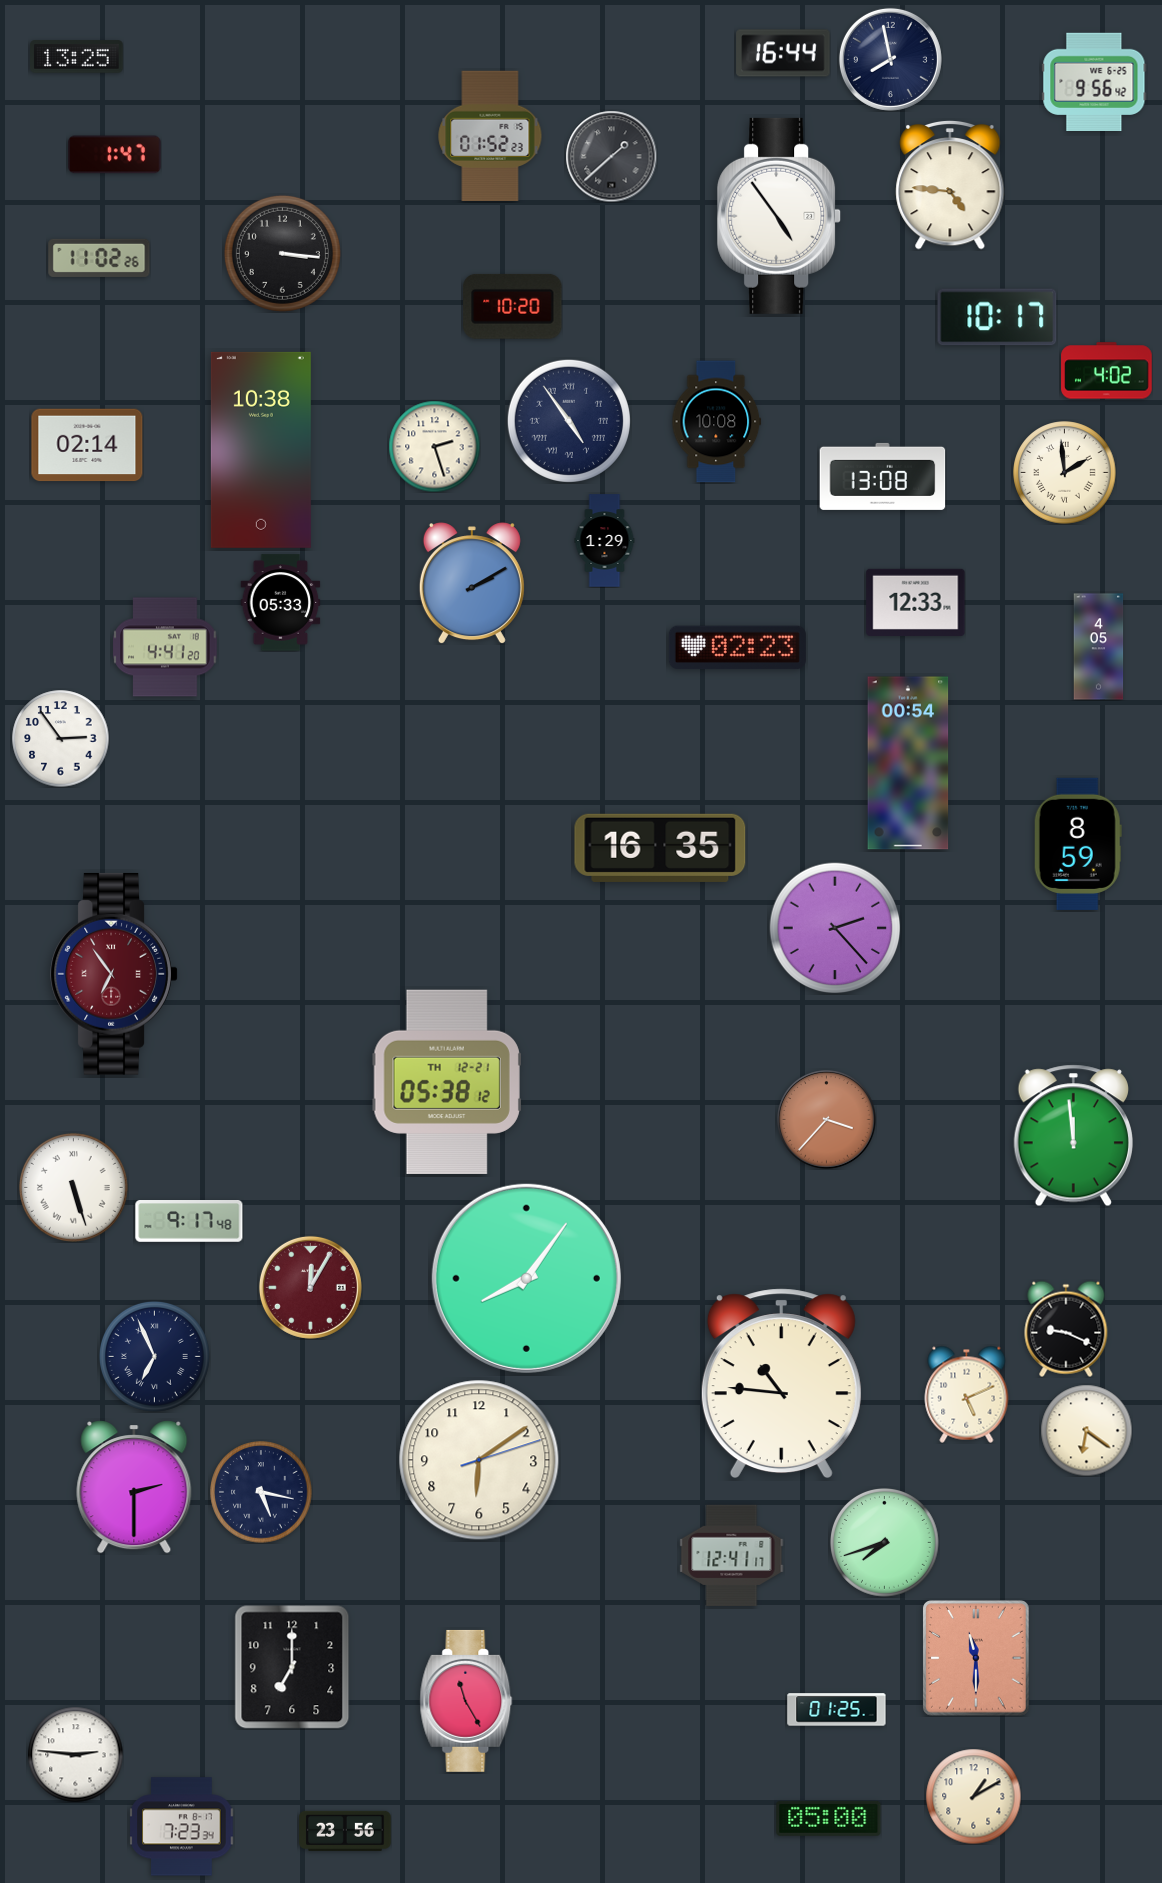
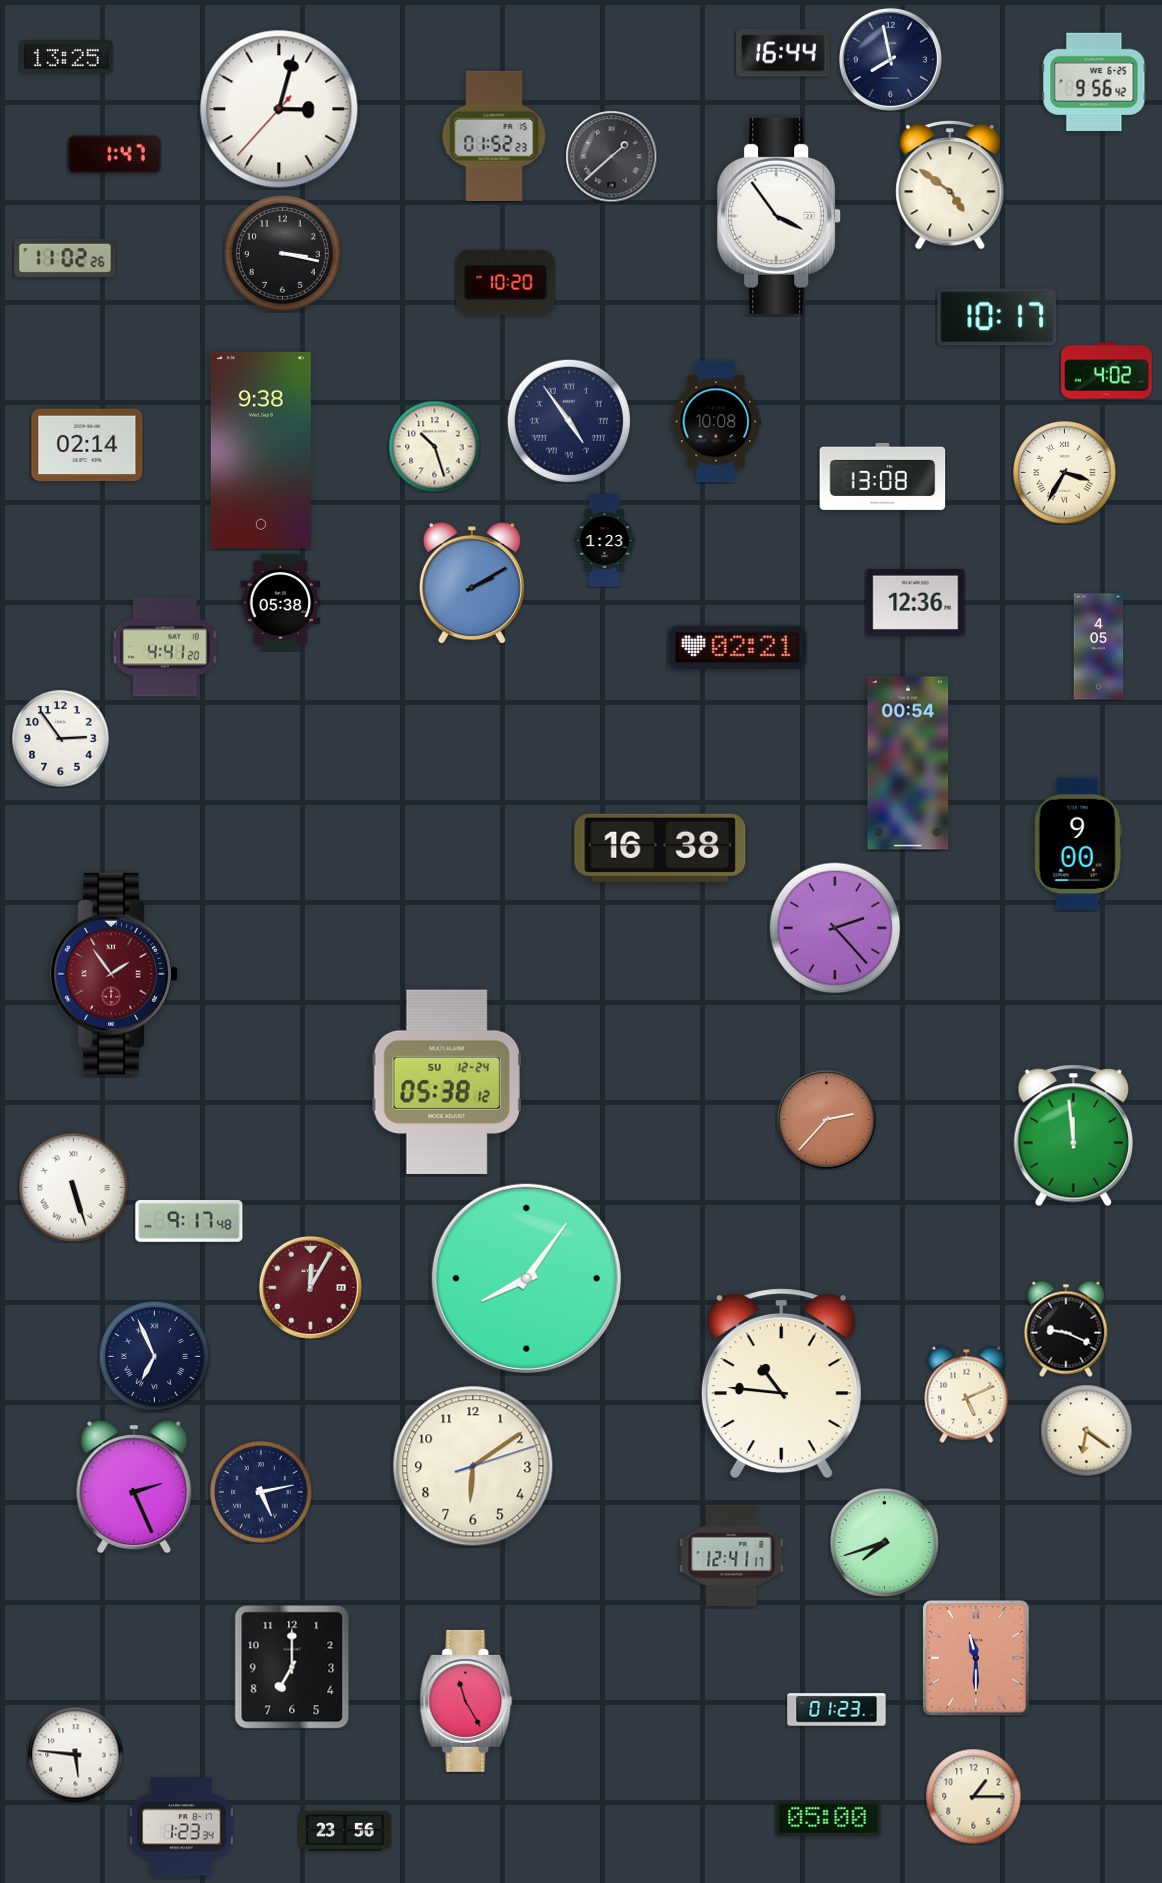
clock at (77, 57) position: (77, 57) -> (67, 57)
clock at (279, 109): none -> 3:02
clock at (490, 135) position: (490, 135) -> (494, 135)
clock at (950, 185): 4:46 -> 4:51
clock at (780, 216): 4:54 -> 3:54
clock at (282, 253): 3:16 -> 3:17
clock at (99, 258) position: (99, 258) -> (65, 258)
clock at (513, 306) position: (513, 306) -> (506, 282)
clock at (434, 446): 2:27 -> 10:27
clock at (261, 450): 10:38 -> 9:38
clock at (1065, 473): 1:59 -> 3:35
clock at (605, 541): 1:29 -> 1:23
clock at (916, 602): 12:33 -> 12:36
clock at (281, 603): 05:33 -> 05:38
clock at (737, 648): 02:23 -> 02:21
clock at (1078, 844): 8:59 -> 9:00
clock at (660, 848): 16:35 -> 16:38
clock at (114, 974): 6:54 -> 1:54
clock at (447, 1081) date: TH 12-21 -> SU 12-24
clock at (827, 1120): 3:37 -> 2:37
clock at (479, 1460) position: (479, 1460) -> (473, 1466)
clock at (134, 1487): 2:30 -> 2:26
clock at (261, 1492): 5:17 -> 5:13
clock at (837, 1710): 01:25 -> 01:23
clock at (75, 1754): 2:46 -> 5:46
clock at (973, 1796): 1:10 -> 1:15
clock at (182, 1827): 7:23 -> 1:23
